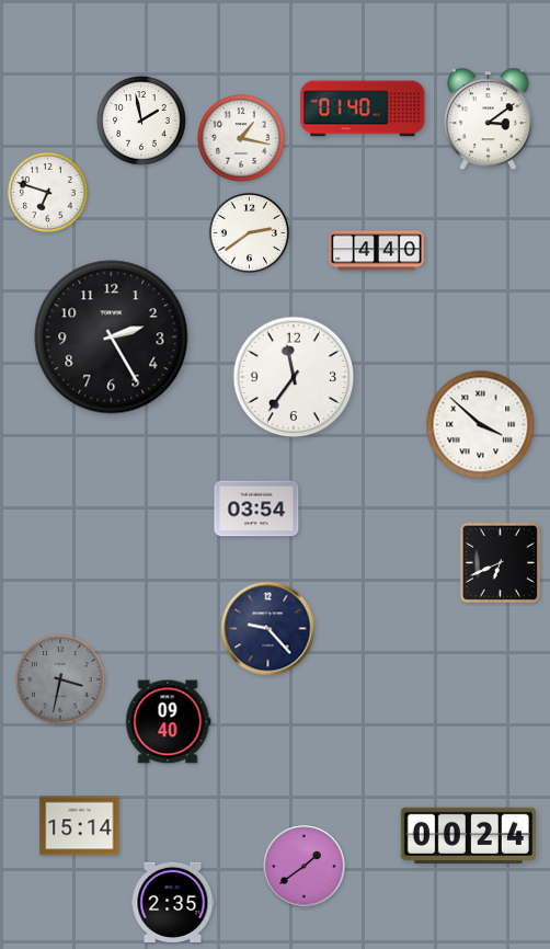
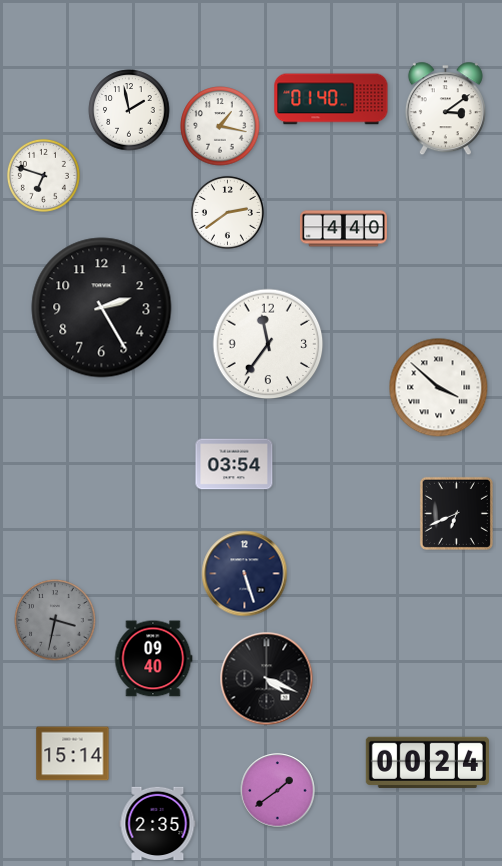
clock at (268, 629): 9:23 -> 5:27
clock at (267, 679): none -> 4:19
